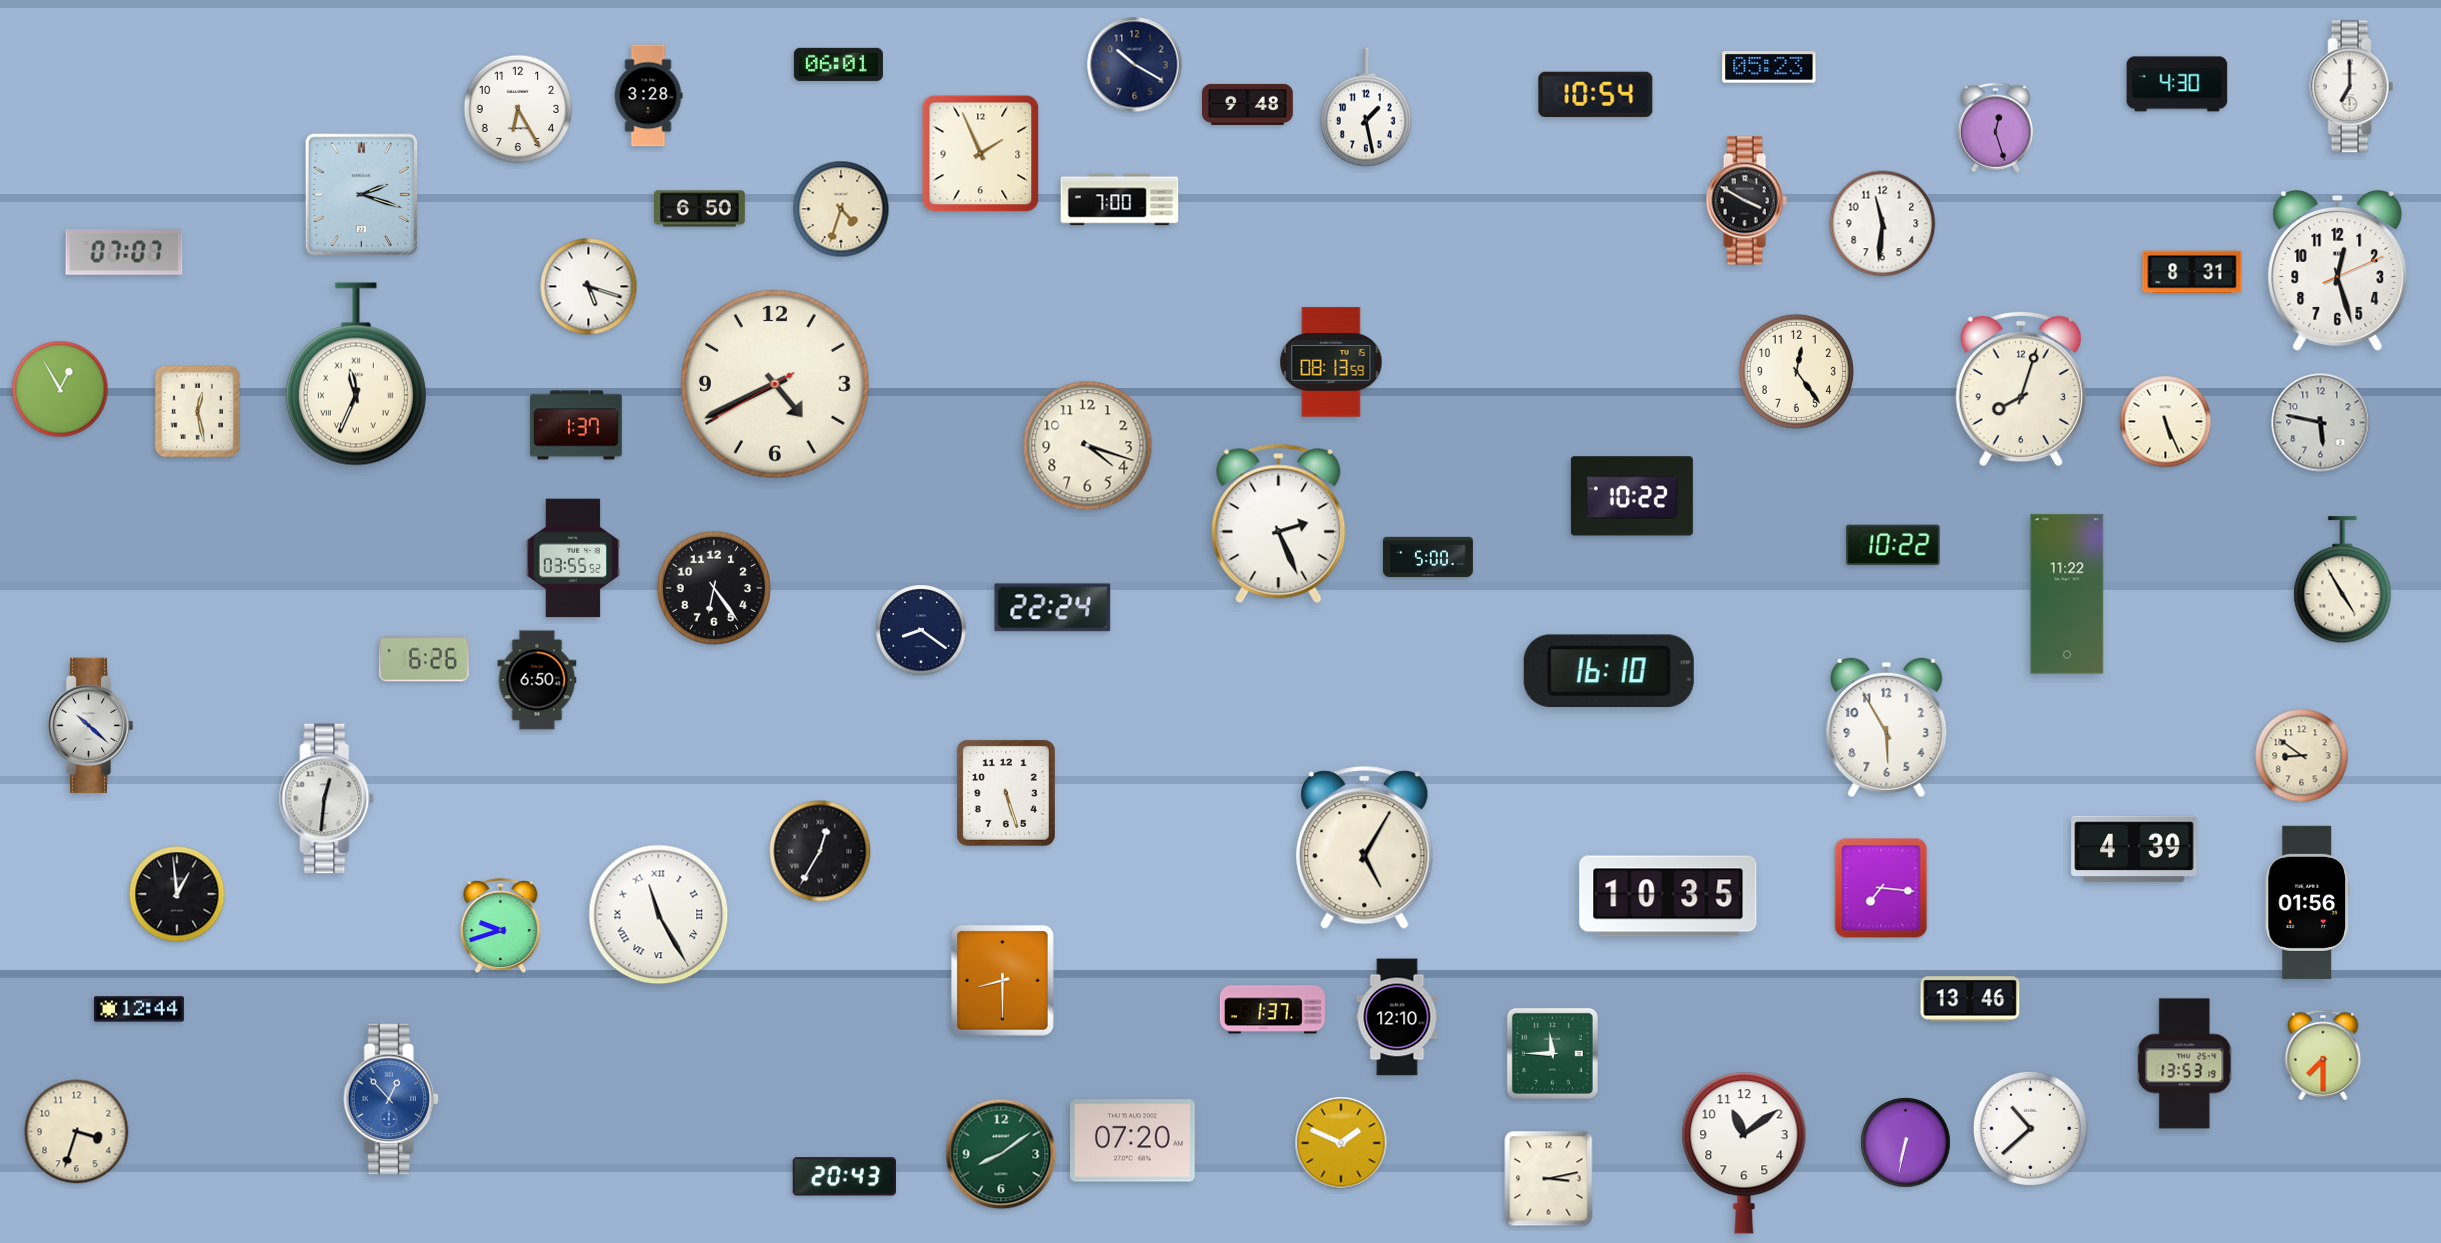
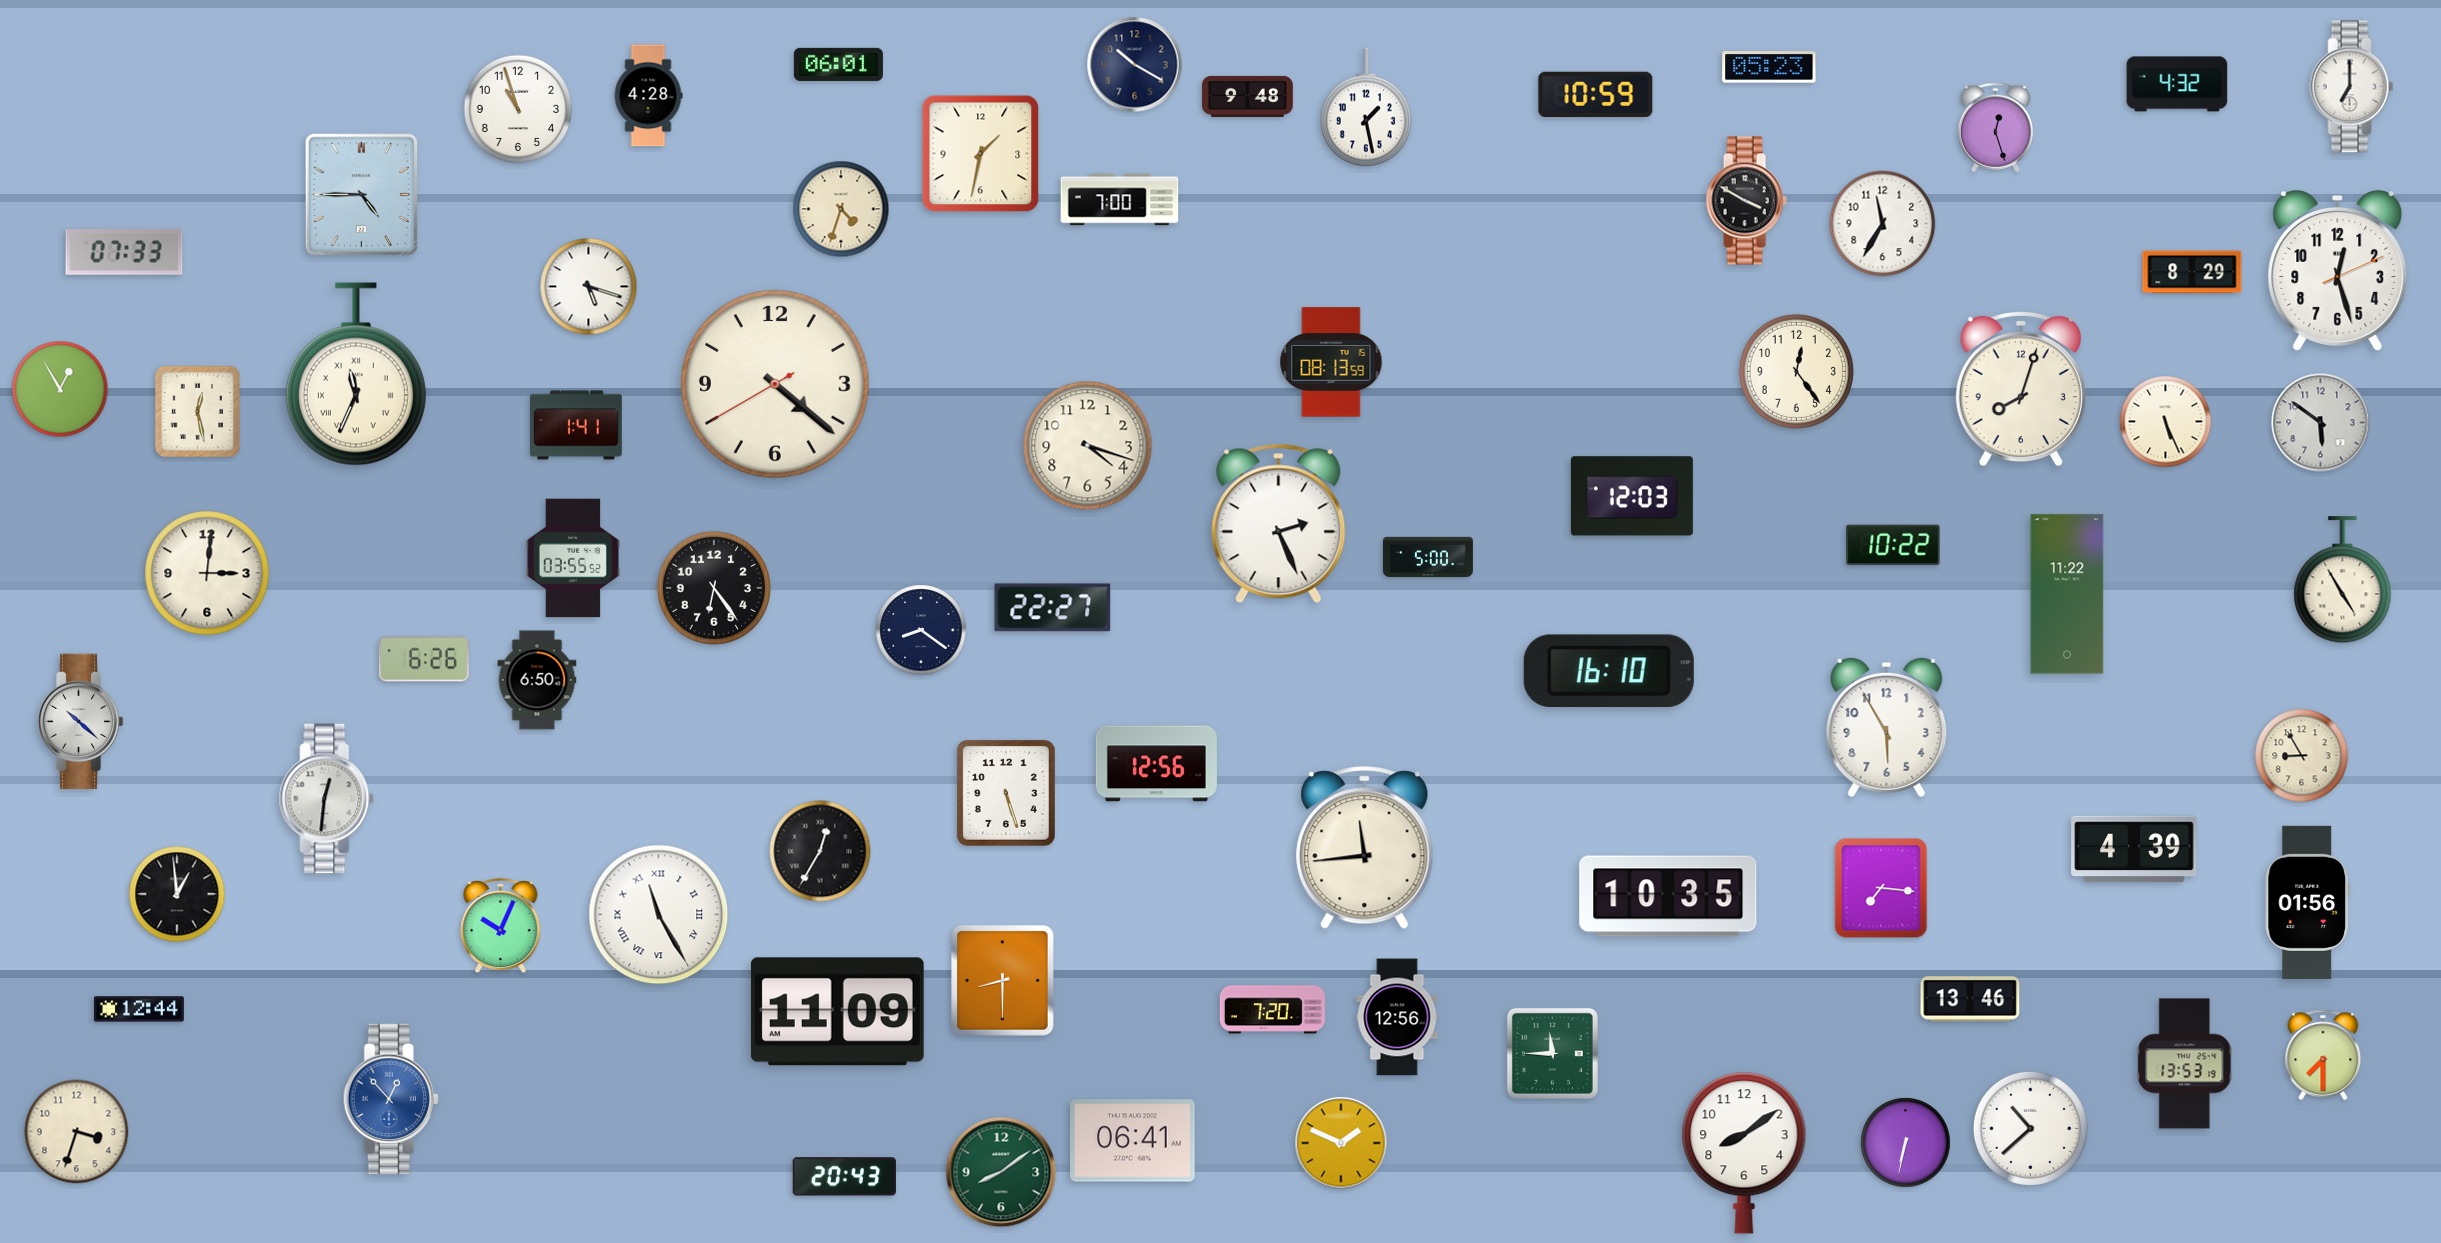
clock at (2177, 84): 4:30 -> 4:32
clock at (1596, 94): 10:54 -> 10:59
clock at (648, 96): 3:28 -> 4:28
clock at (1248, 104) position: (1248, 104) -> (1248, 96)
clock at (518, 109): 6:25 -> 10:57
clock at (981, 154): 1:56 -> 1:32
clock at (362, 195): 2:18 -> 4:45
clock at (700, 209): 6:50 -> none
clock at (1883, 224): 11:31 -> 11:35
clock at (124, 253): 07:07 -> 07:33
clock at (2192, 272): 8:31 -> 8:29
clock at (776, 385): 4:40 -> 4:21
clock at (2321, 423): 5:47 -> 5:51
clock at (576, 425): 1:37 -> 1:41
clock at (1632, 496): 10:22 -> 12:03
clock at (207, 573): none -> 3:01
clock at (1053, 608): 22:24 -> 22:27
clock at (90, 726) position: (90, 726) -> (80, 722)
clock at (2302, 756): 8:51 -> 8:55
clock at (1156, 764): none -> 12:56
clock at (1365, 848): 5:05 -> 11:44
clock at (501, 926): 9:42 -> 10:04
clock at (1272, 1010): 1:37 -> 7:20
clock at (837, 1012): none -> 11:09
clock at (1397, 1017): 12:10 -> 12:56
clock at (1133, 1141): 07:20 -> 06:41
clock at (1744, 1153): 11:09 -> 8:09
clock at (1001, 1154) position: (1001, 1154) -> (1001, 1172)
clock at (1549, 1179): 3:13 -> none
